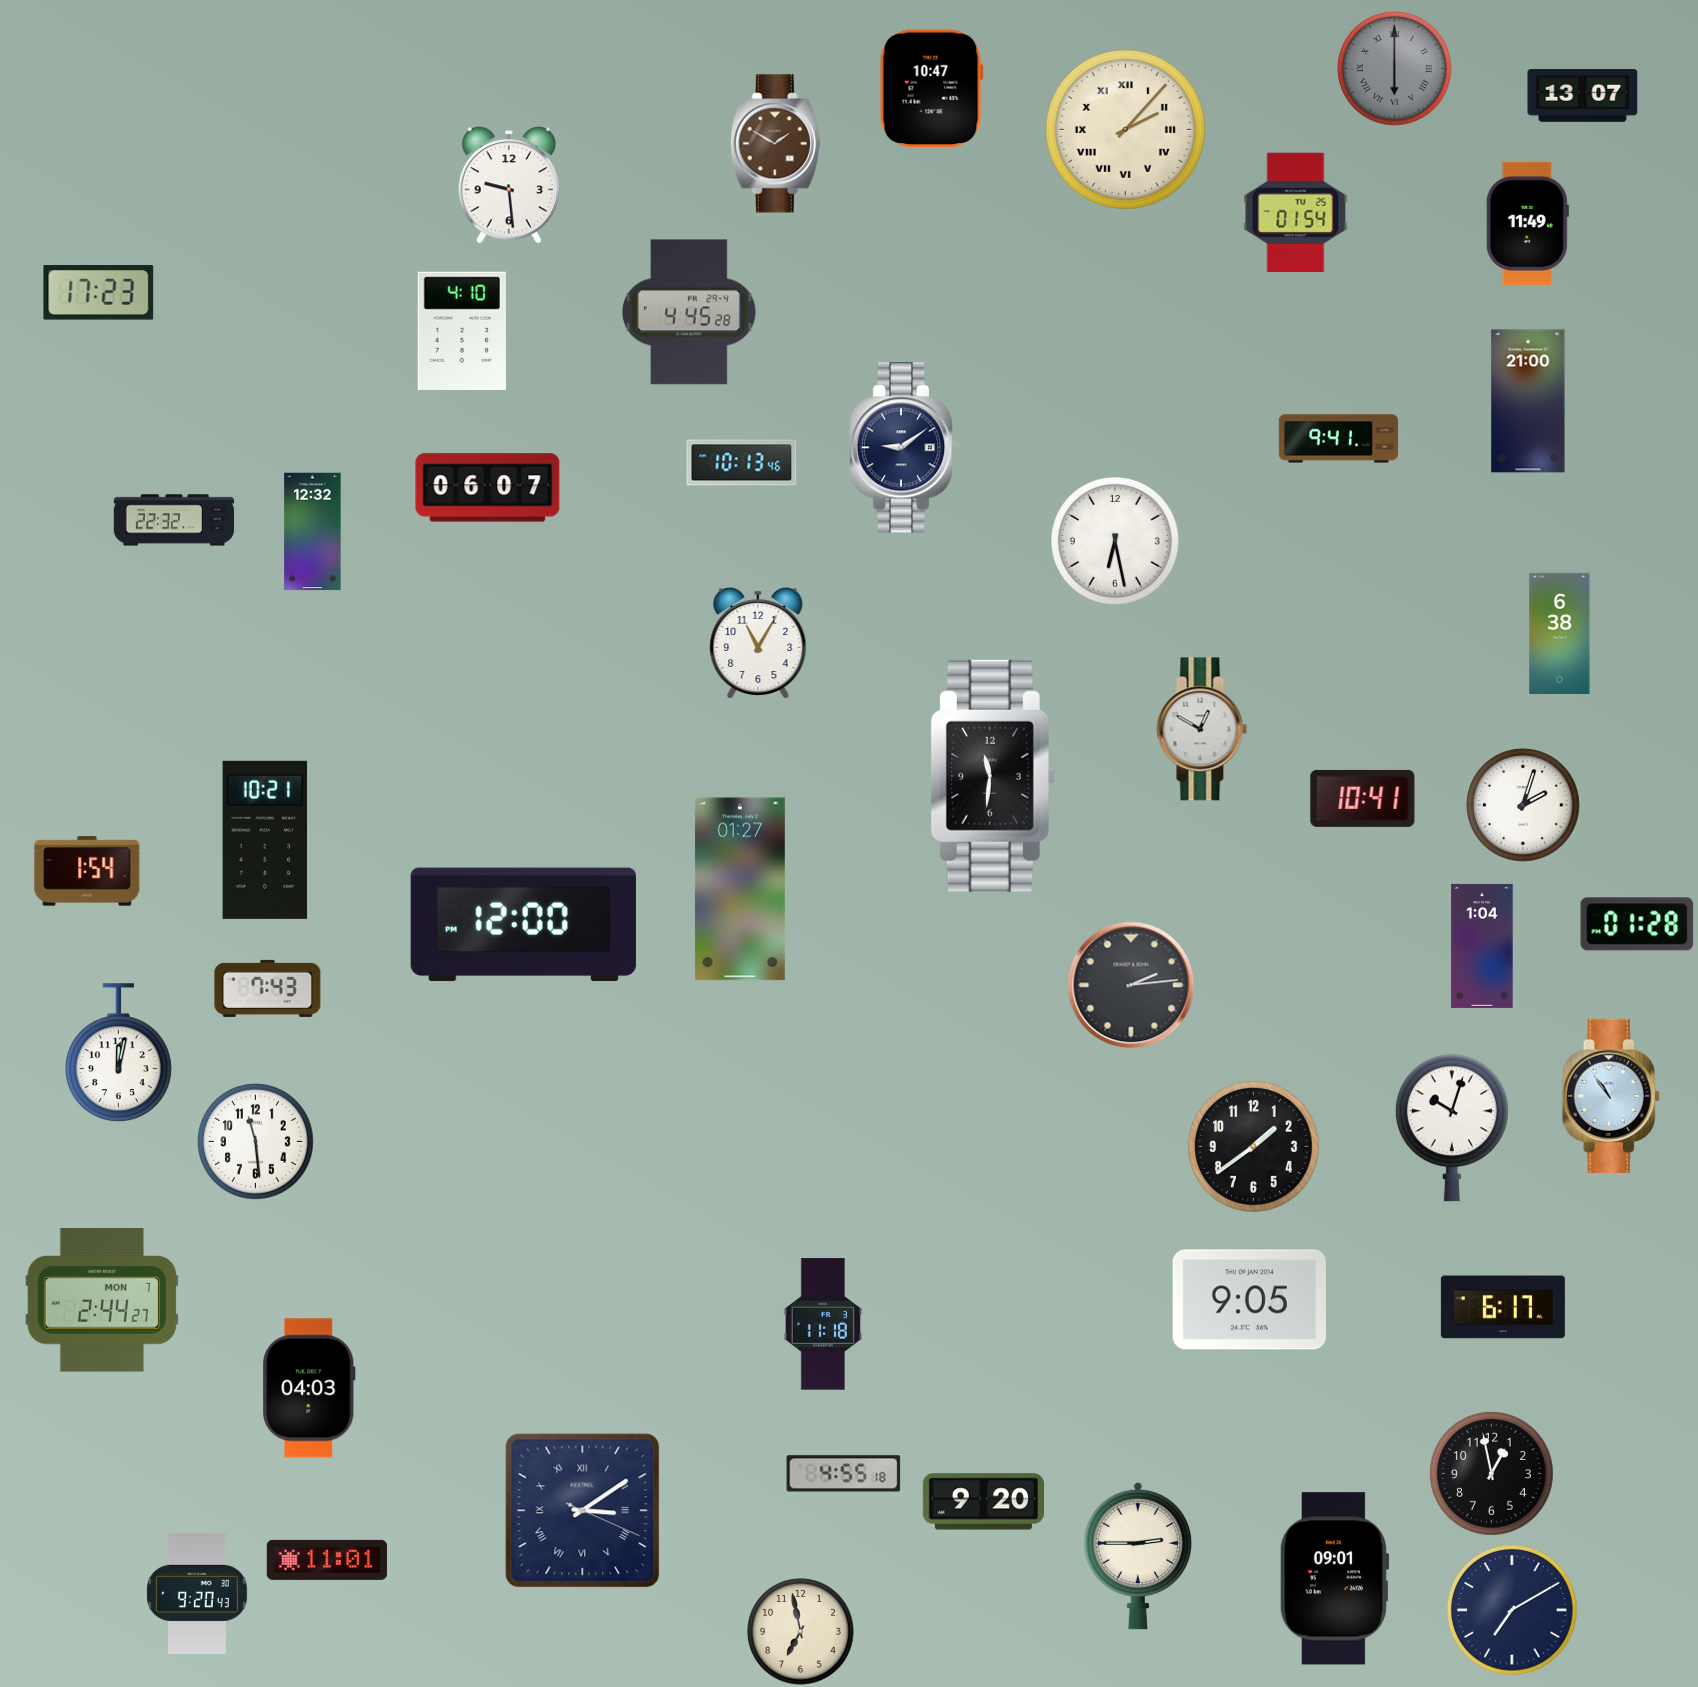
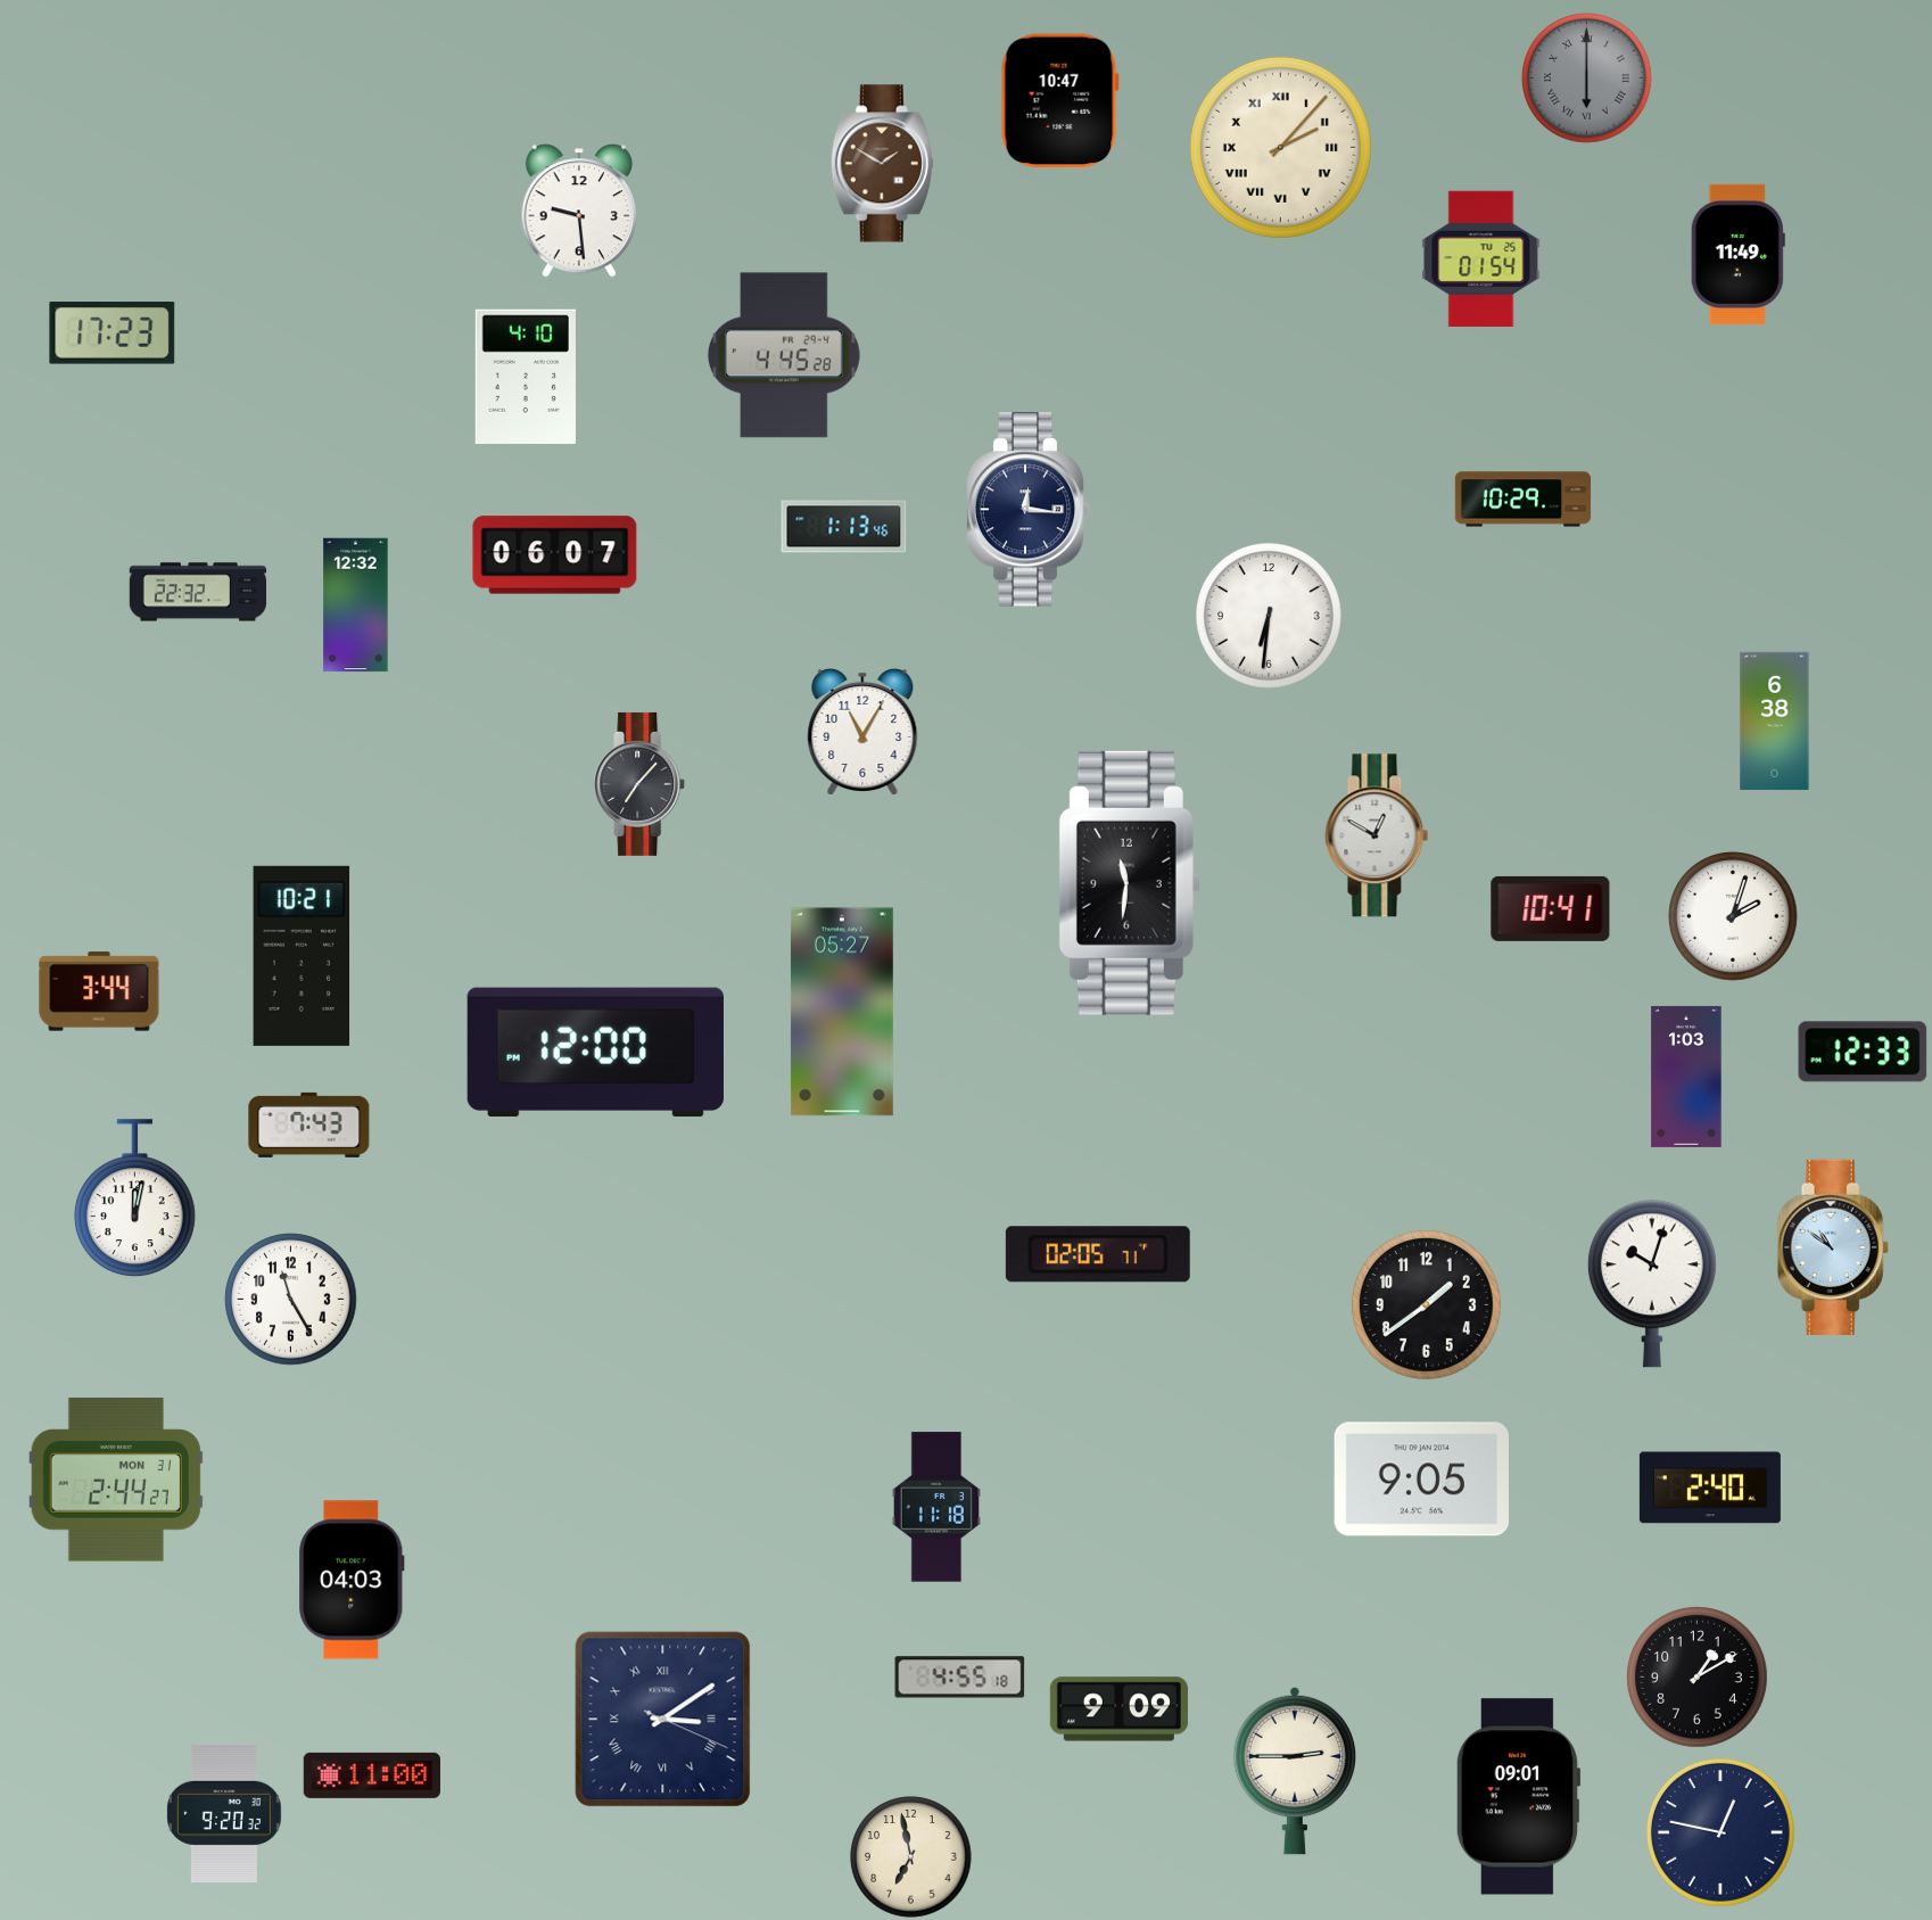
clock at (1583, 96): 13:07 -> none
clock at (1296, 212) position: (1296, 212) -> (1481, 258)
clock at (1528, 401): 21:00 -> none
clock at (1339, 439): 9:41 -> 10:29
clock at (903, 448): 9:09 -> 12:16
clock at (742, 463): 10:13 -> 1:13
clock at (1116, 542): 6:28 -> 6:31
clock at (641, 784): none -> 7:07
clock at (1202, 729) position: (1202, 729) -> (1377, 835)
clock at (87, 871): 1:54 -> 3:44
clock at (740, 889): 01:27 -> 05:27
clock at (1637, 924): 01:28 -> 12:33
clock at (1482, 946): 1:04 -> 1:03
clock at (1131, 985): 2:14 -> none
clock at (268, 988) position: (268, 988) -> (309, 1124)
clock at (1611, 1095): 10:54 -> 10:51
clock at (1098, 1254): none -> 02:05
clock at (256, 1142): 11:29 -> 11:25
clock at (102, 1300) date: MON 7 -> MON 31
clock at (1503, 1307): 6:17 -> 2:40
clock at (1492, 1474): 12:58 -> 1:10
clock at (983, 1502): 9:20 -> 9:09
clock at (327, 1560): 11:01 -> 11:00
clock at (197, 1593): 9:20:43 -> 9:20:32
clock at (1512, 1610): 7:10 -> 12:47
